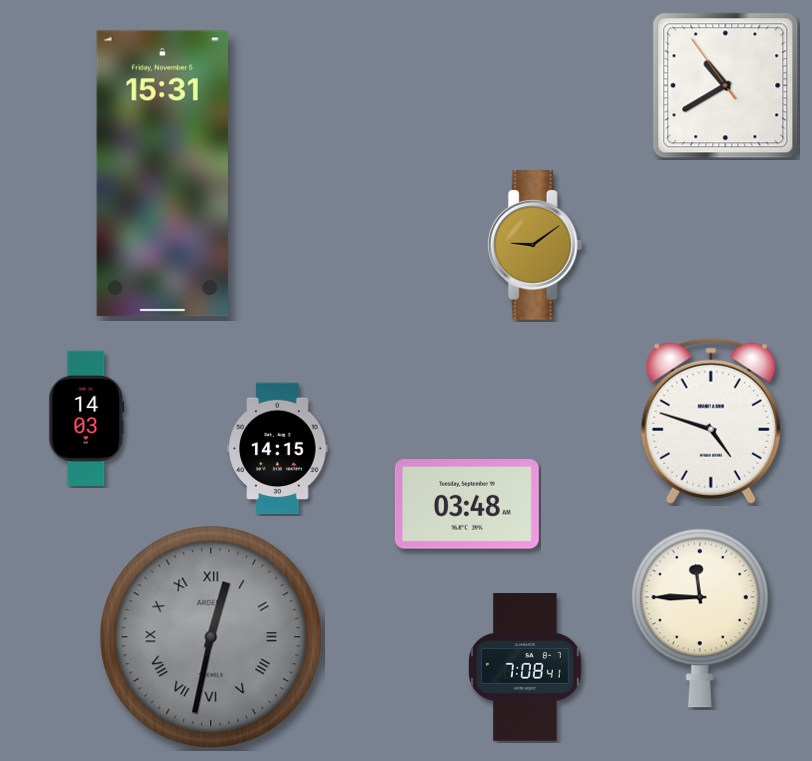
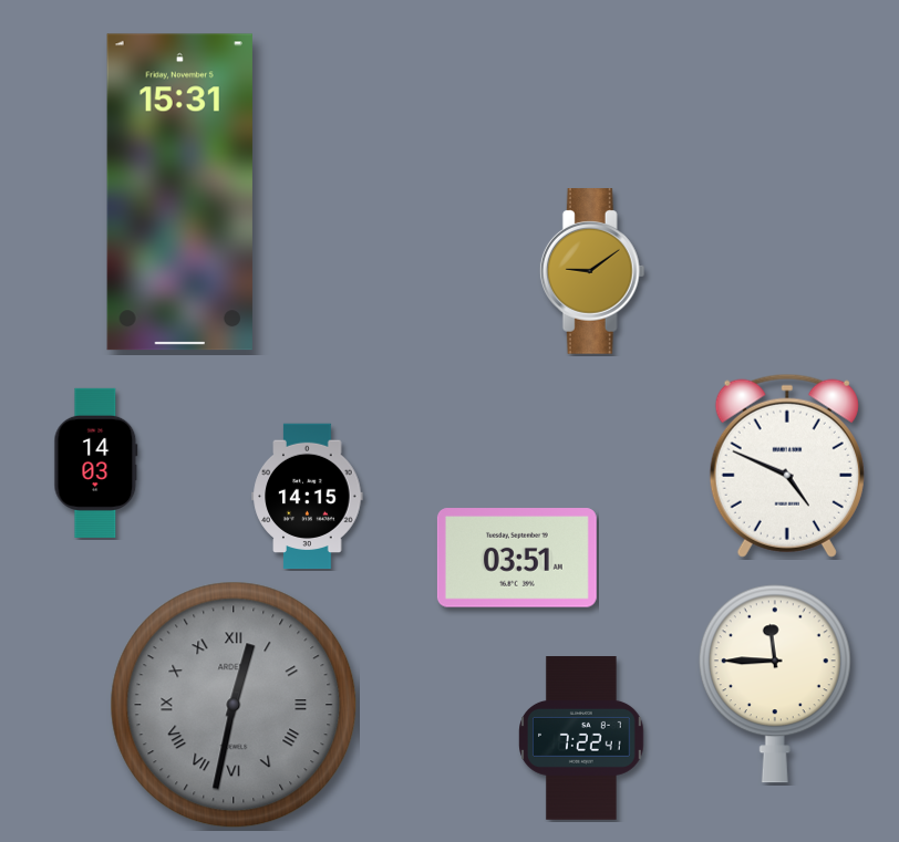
clock at (726, 86): 10:39 -> none
clock at (711, 421): 4:48 -> 4:49
clock at (467, 504): 03:48 -> 03:51
clock at (525, 667): 7:08 -> 7:22
